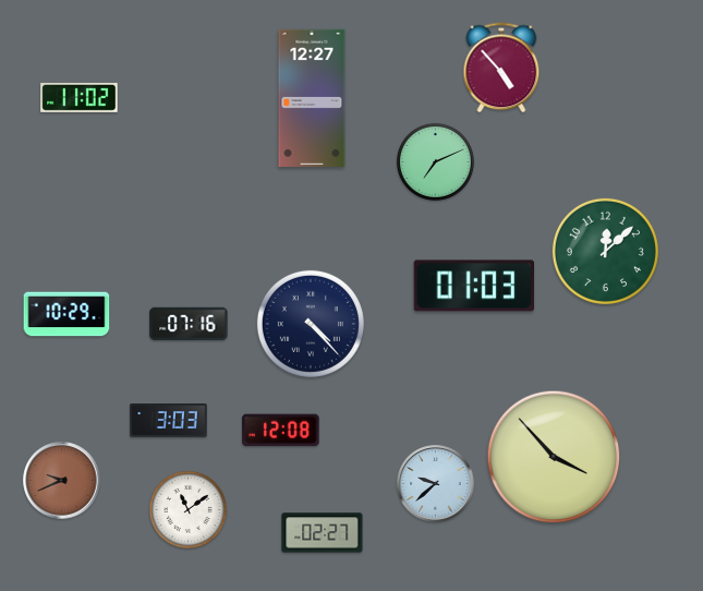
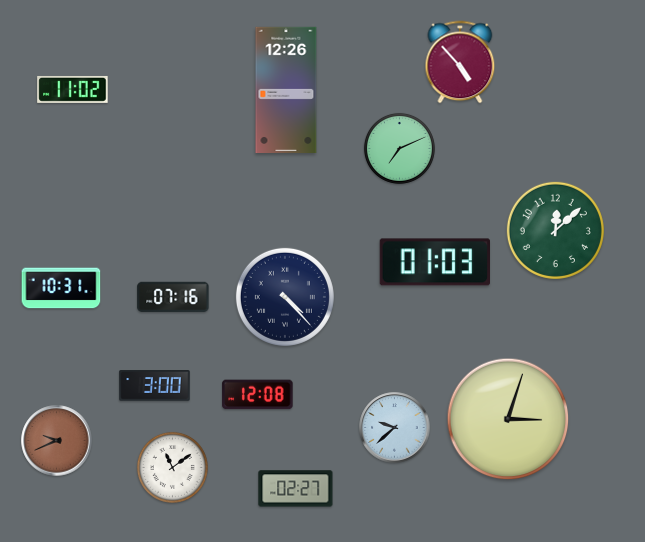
clock at (312, 97): 12:27 -> 12:26
clock at (66, 314): 10:29 -> 10:31
clock at (169, 421): 3:03 -> 3:00
clock at (554, 457): 3:53 -> 3:03
clock at (436, 484) position: (436, 484) -> (395, 428)
